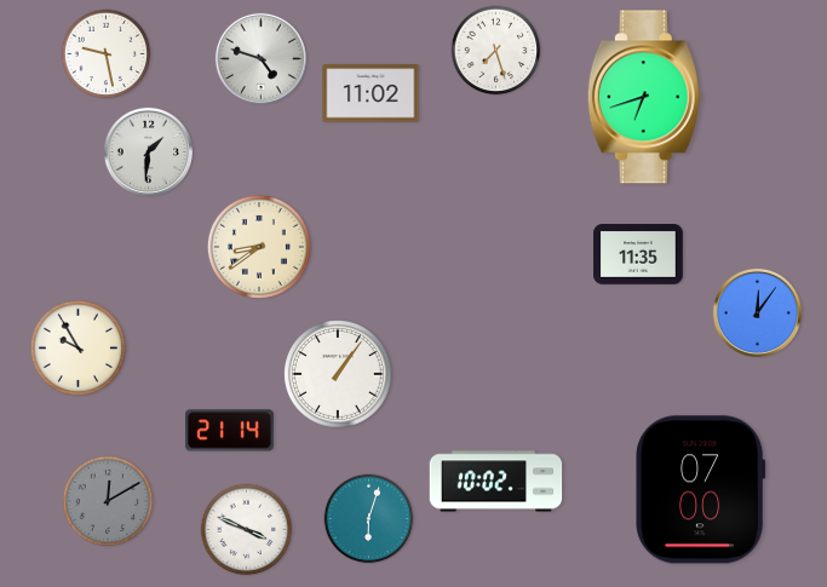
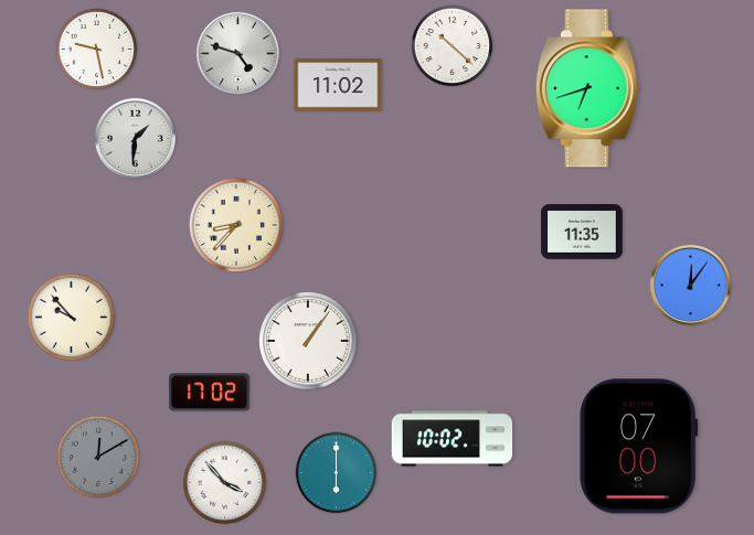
clock at (496, 51): 7:27 -> 10:22
clock at (259, 247): 8:39 -> 8:37
clock at (77, 347): 9:55 -> 9:53
clock at (229, 431): 21:14 -> 17:02
clock at (369, 519): 6:03 -> 6:00
clock at (247, 530): 3:49 -> 3:53
